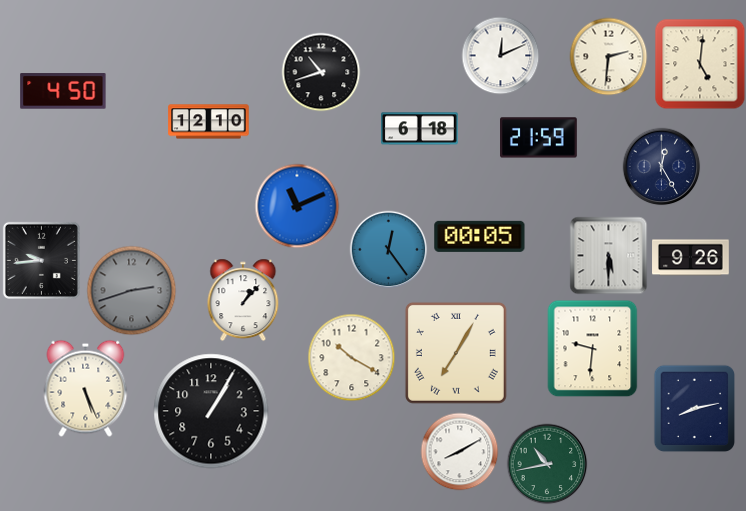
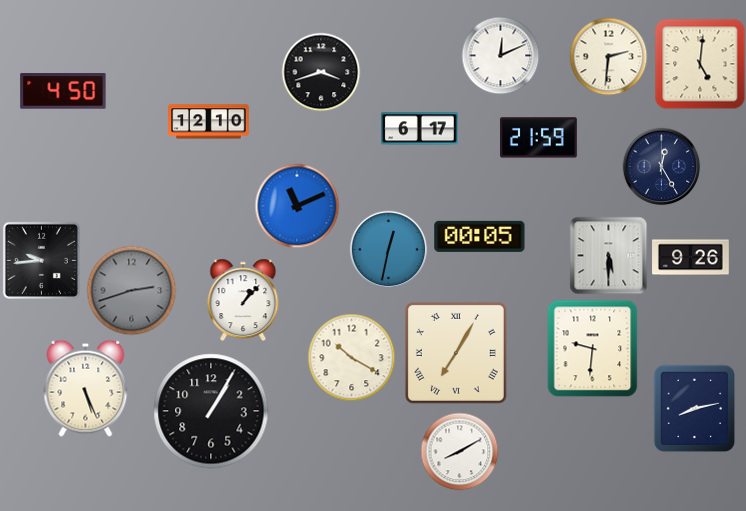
clock at (321, 72): 10:42 -> 3:42
clock at (420, 129): 6:18 -> 6:17
clock at (388, 249): 12:24 -> 12:32
clock at (547, 464): 10:43 -> none
